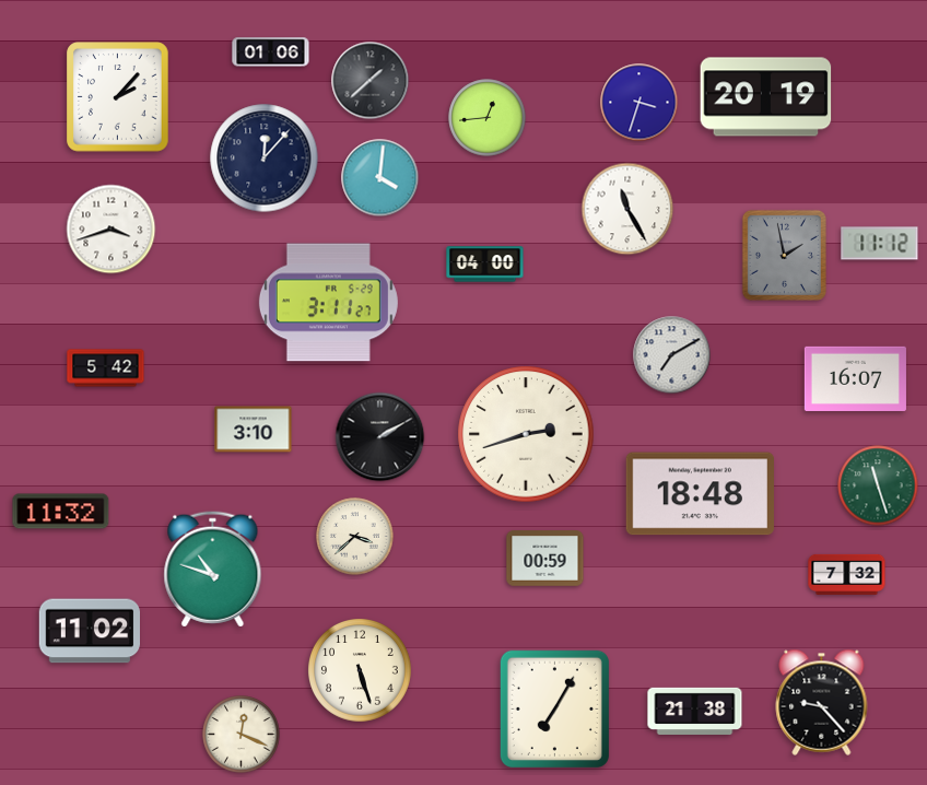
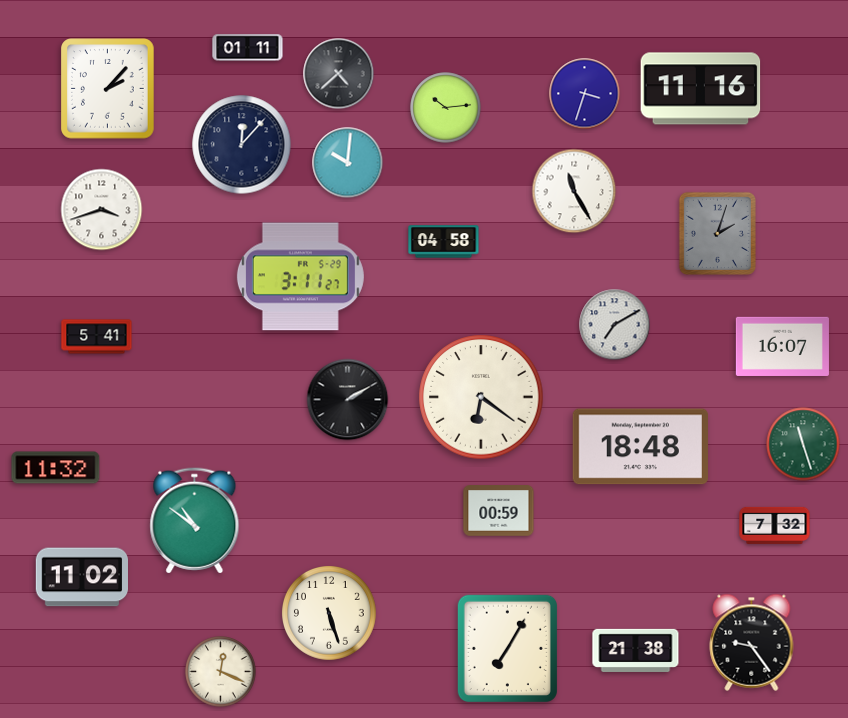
clock at (271, 52): 01:06 -> 01:11
clock at (371, 81): 1:38 -> 4:38
clock at (766, 97): 20:19 -> 11:16
clock at (488, 118): 12:44 -> 10:14
clock at (380, 178): 4:01 -> 10:01
clock at (880, 244): 11:12 -> none
clock at (784, 255): 1:58 -> 2:03
clock at (485, 265): 04:00 -> 04:58
clock at (106, 368): 5:42 -> 5:41
clock at (254, 430): 3:10 -> none
clock at (526, 434): 2:42 -> 6:21
clock at (700, 494) position: (700, 494) -> (640, 447)
clock at (355, 537): 3:38 -> none
clock at (213, 570): 10:48 -> 10:51
clock at (822, 702): 9:23 -> 9:24
